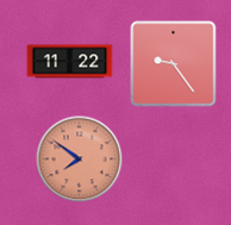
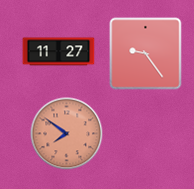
clock at (70, 62): 11:22 -> 11:27
